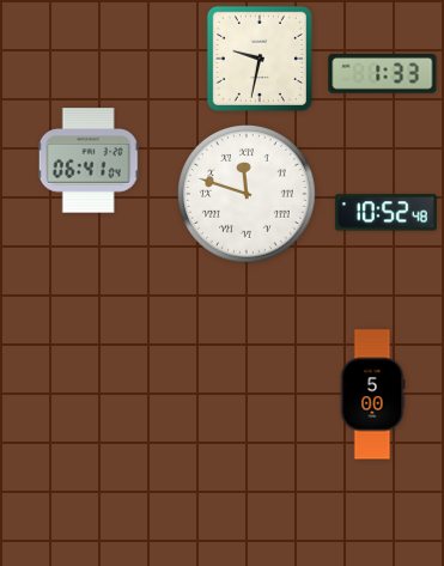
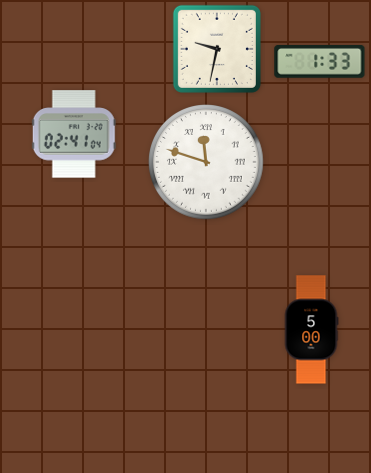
clock at (89, 160): 06:41 -> 02:41
clock at (385, 213): 10:52 -> none
